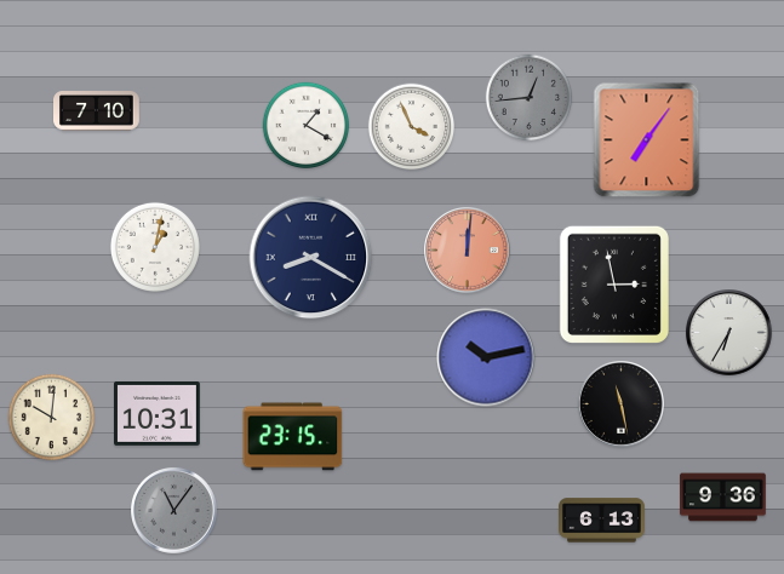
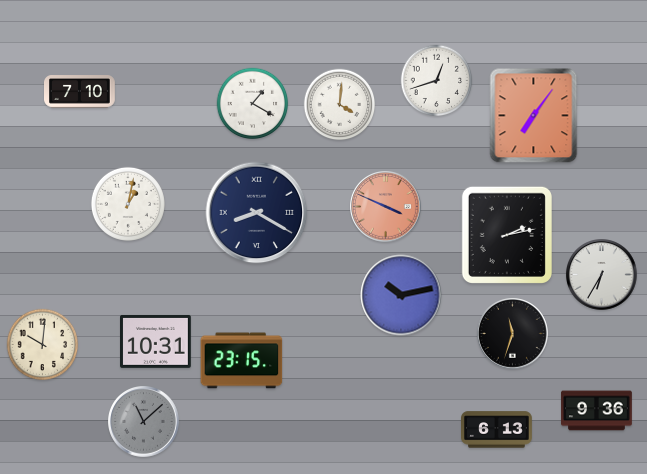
clock at (530, 98): 12:44 -> 12:42
clock at (530, 98) dial: grey -> white
clock at (412, 127): 3:56 -> 4:01
clock at (468, 251): 12:01 -> 3:49
clock at (614, 285): 2:58 -> 2:13
clock at (622, 404): 11:28 -> 11:33
clock at (158, 413) position: (158, 413) -> (156, 341)
clock at (174, 511): 11:06 -> 11:08
